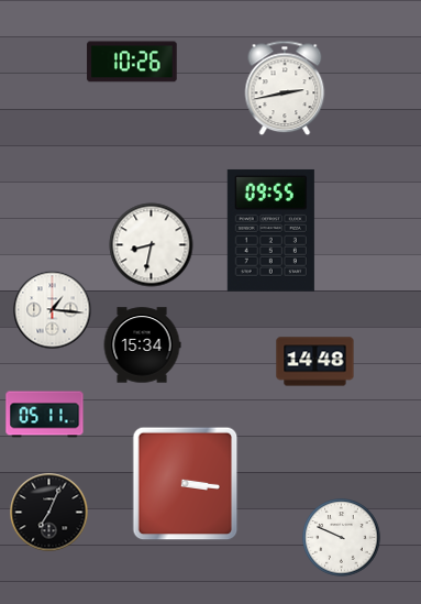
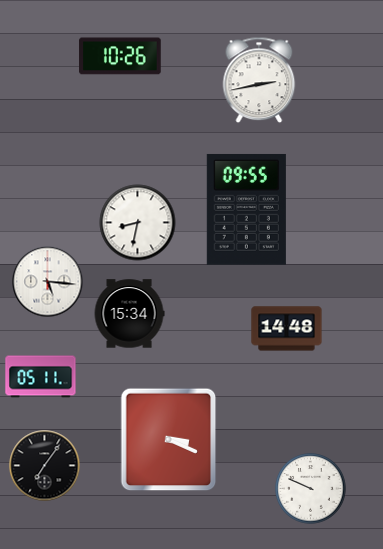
clock at (53, 310): 1:16 -> 5:16
clock at (186, 484): 3:16 -> 3:19
clock at (49, 513): 7:04 -> 7:06
